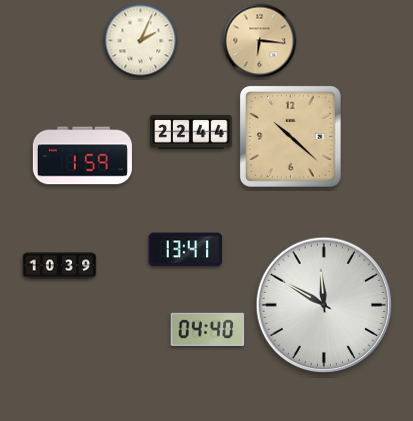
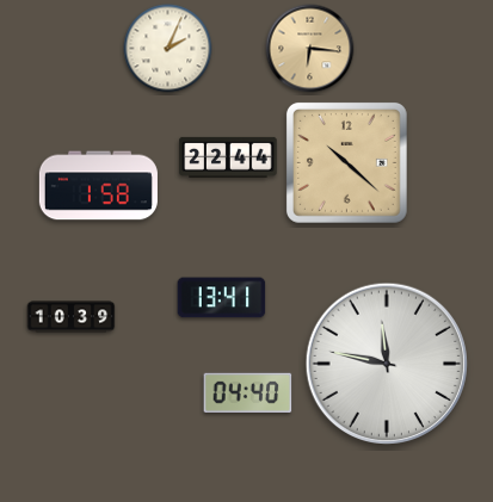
clock at (82, 156): 1:59 -> 1:58
clock at (323, 304): 11:50 -> 11:47
